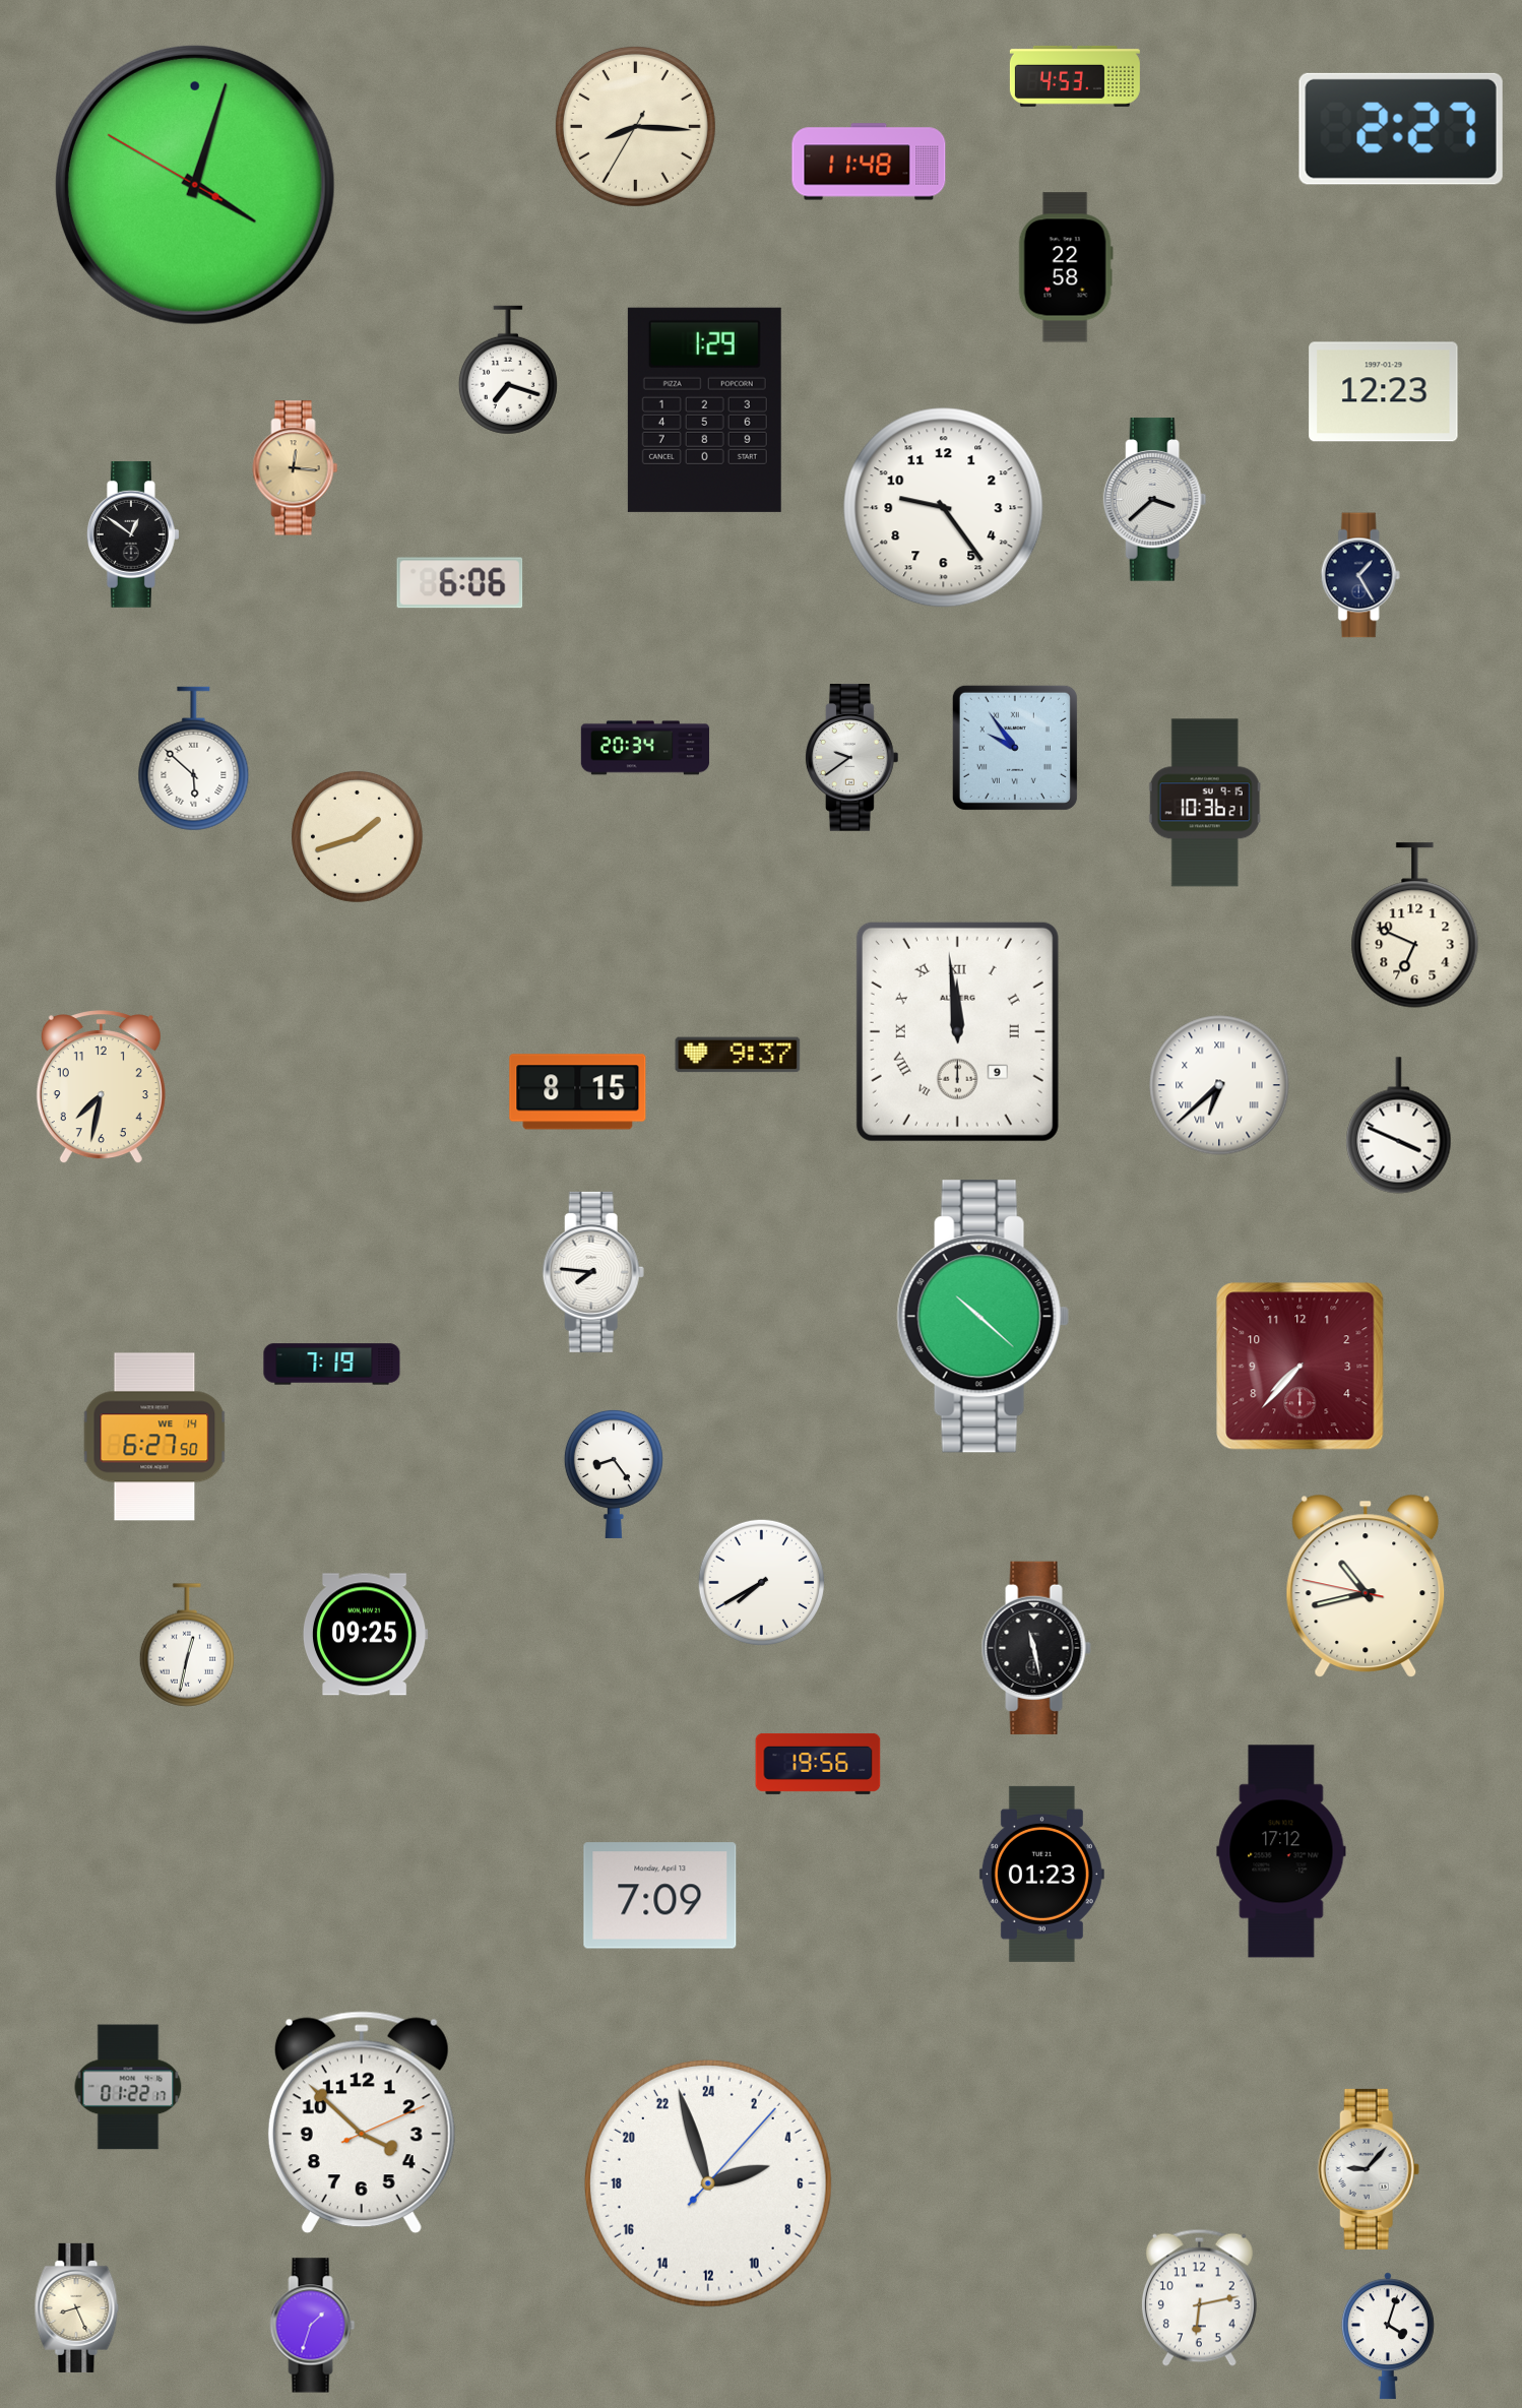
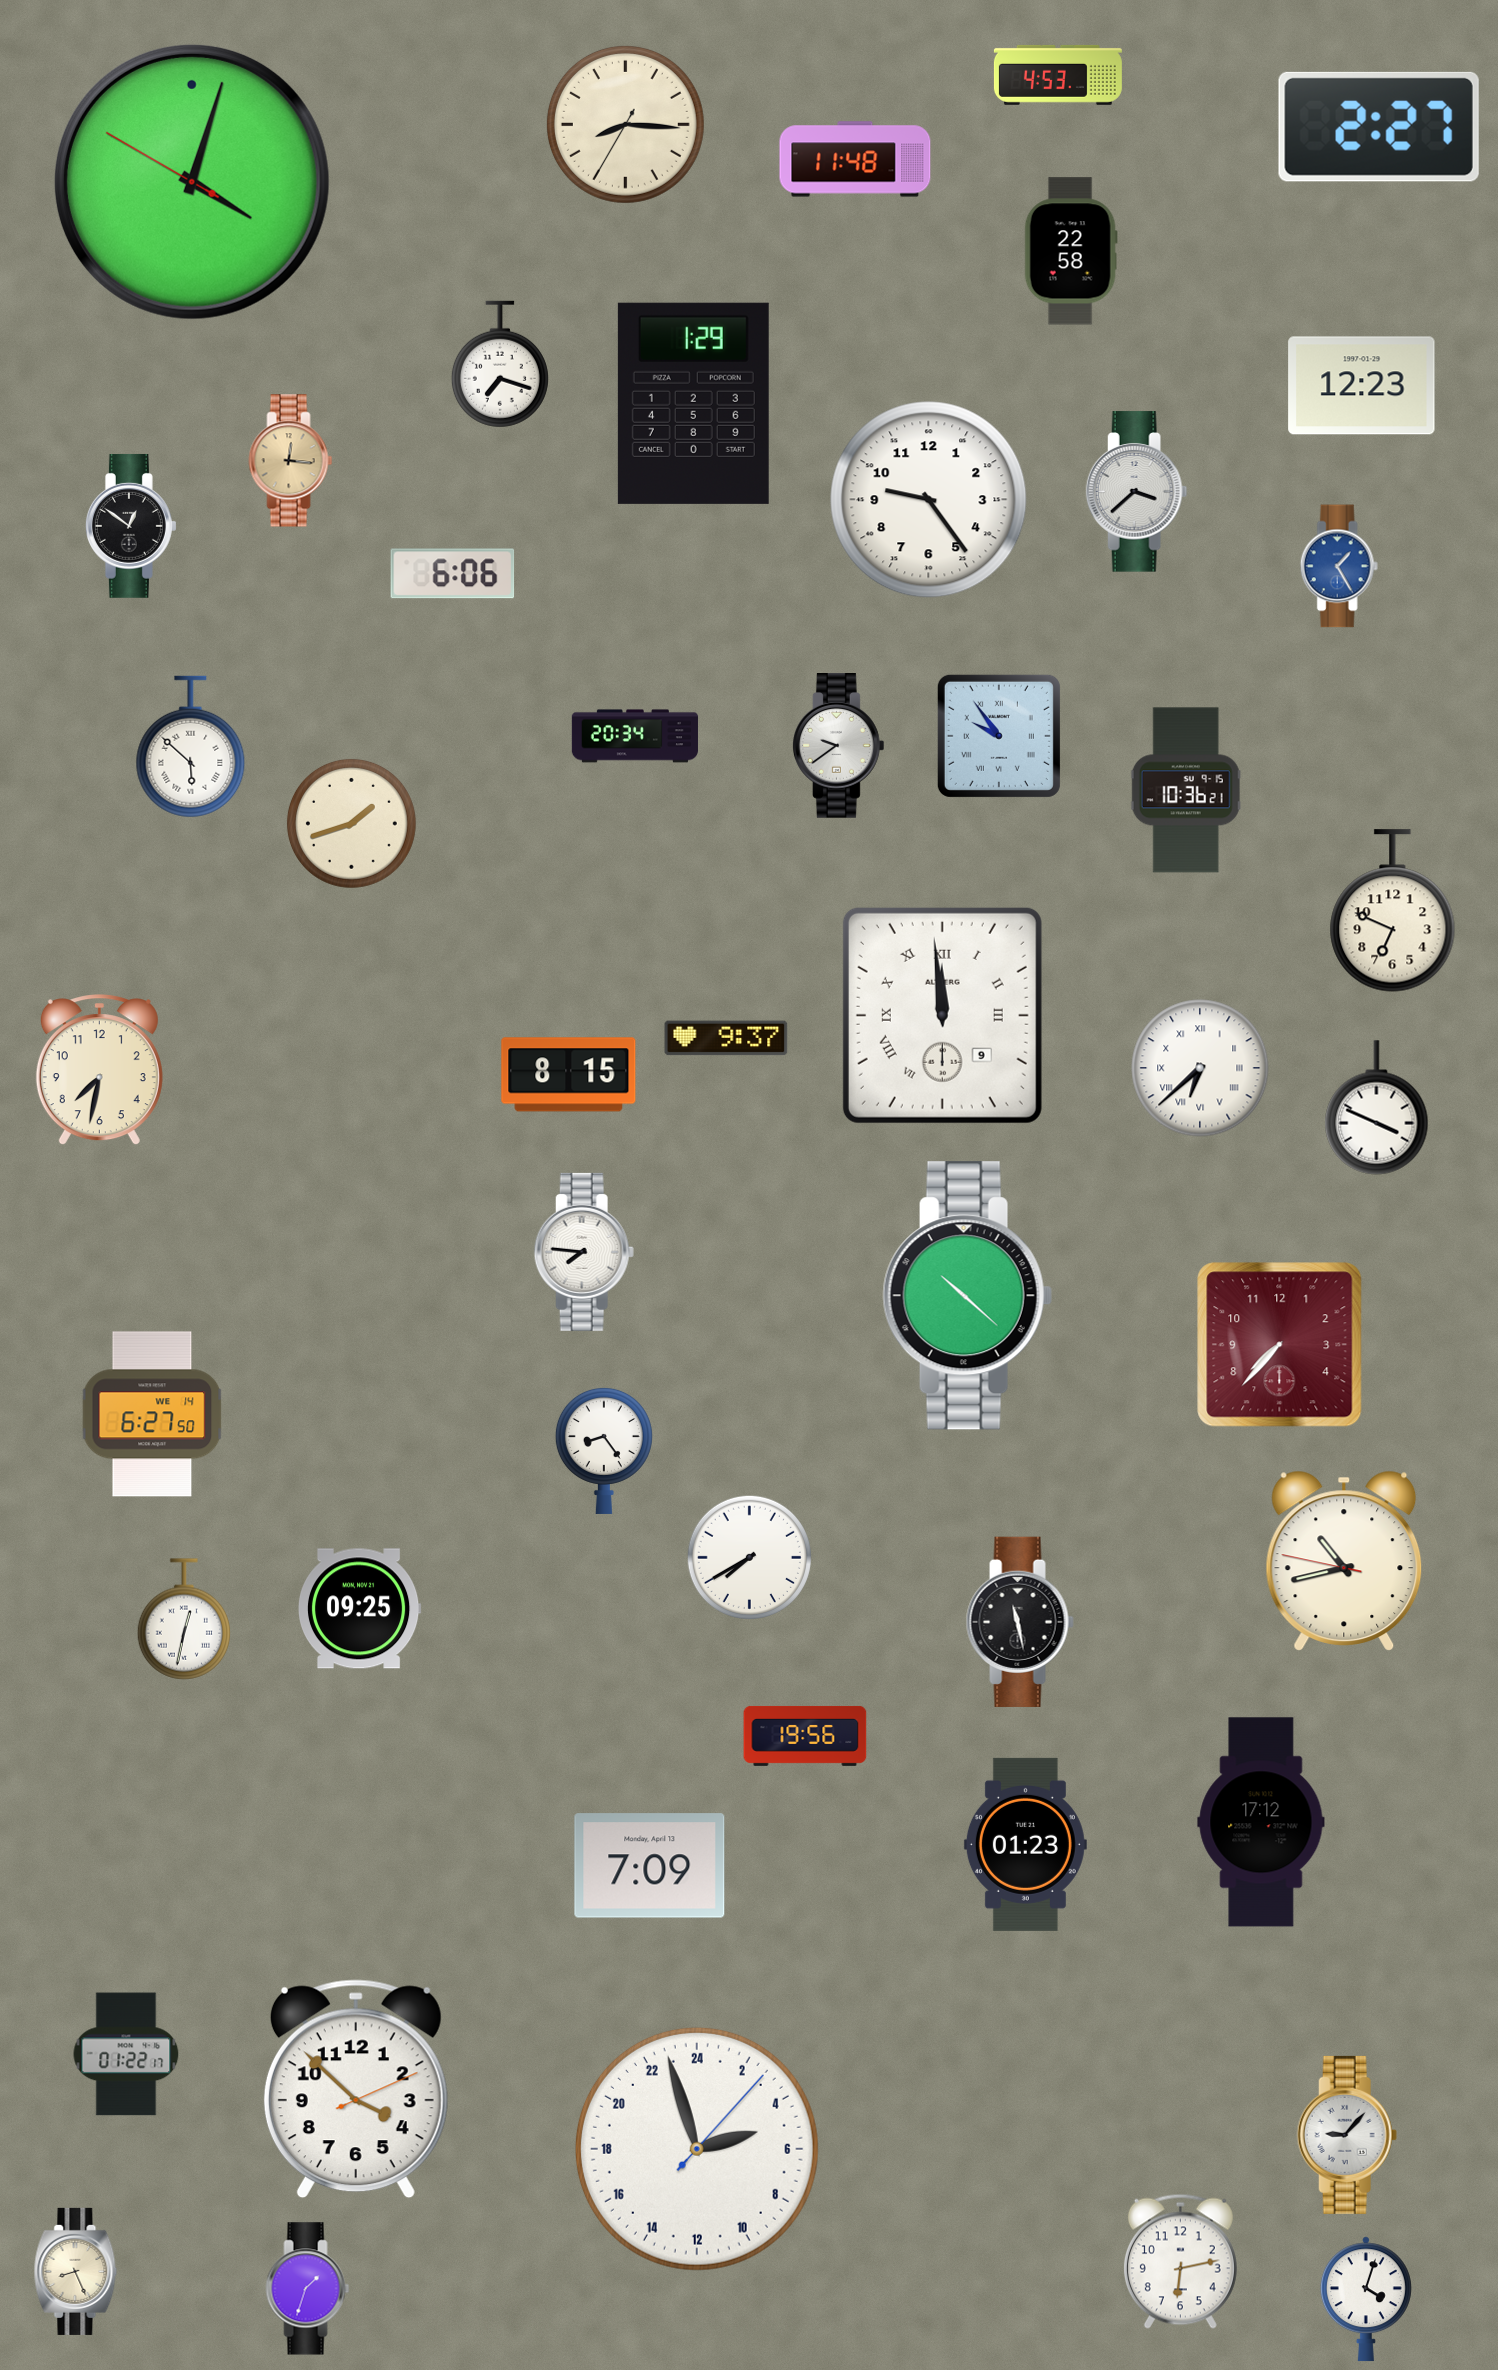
clock at (1066, 267) position: (1066, 267) -> (1071, 251)
clock at (1360, 575) dial: navy -> blue
clock at (332, 1365): 7:19 -> none
